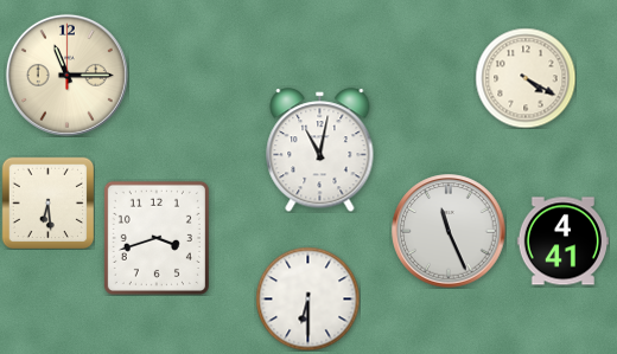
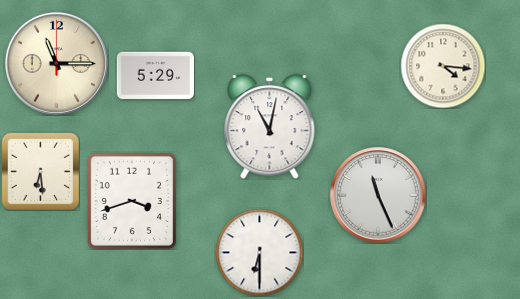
clock at (526, 78): 4:20 -> 4:16
clock at (155, 75): none -> 5:29
clock at (562, 242): 4:41 -> none
